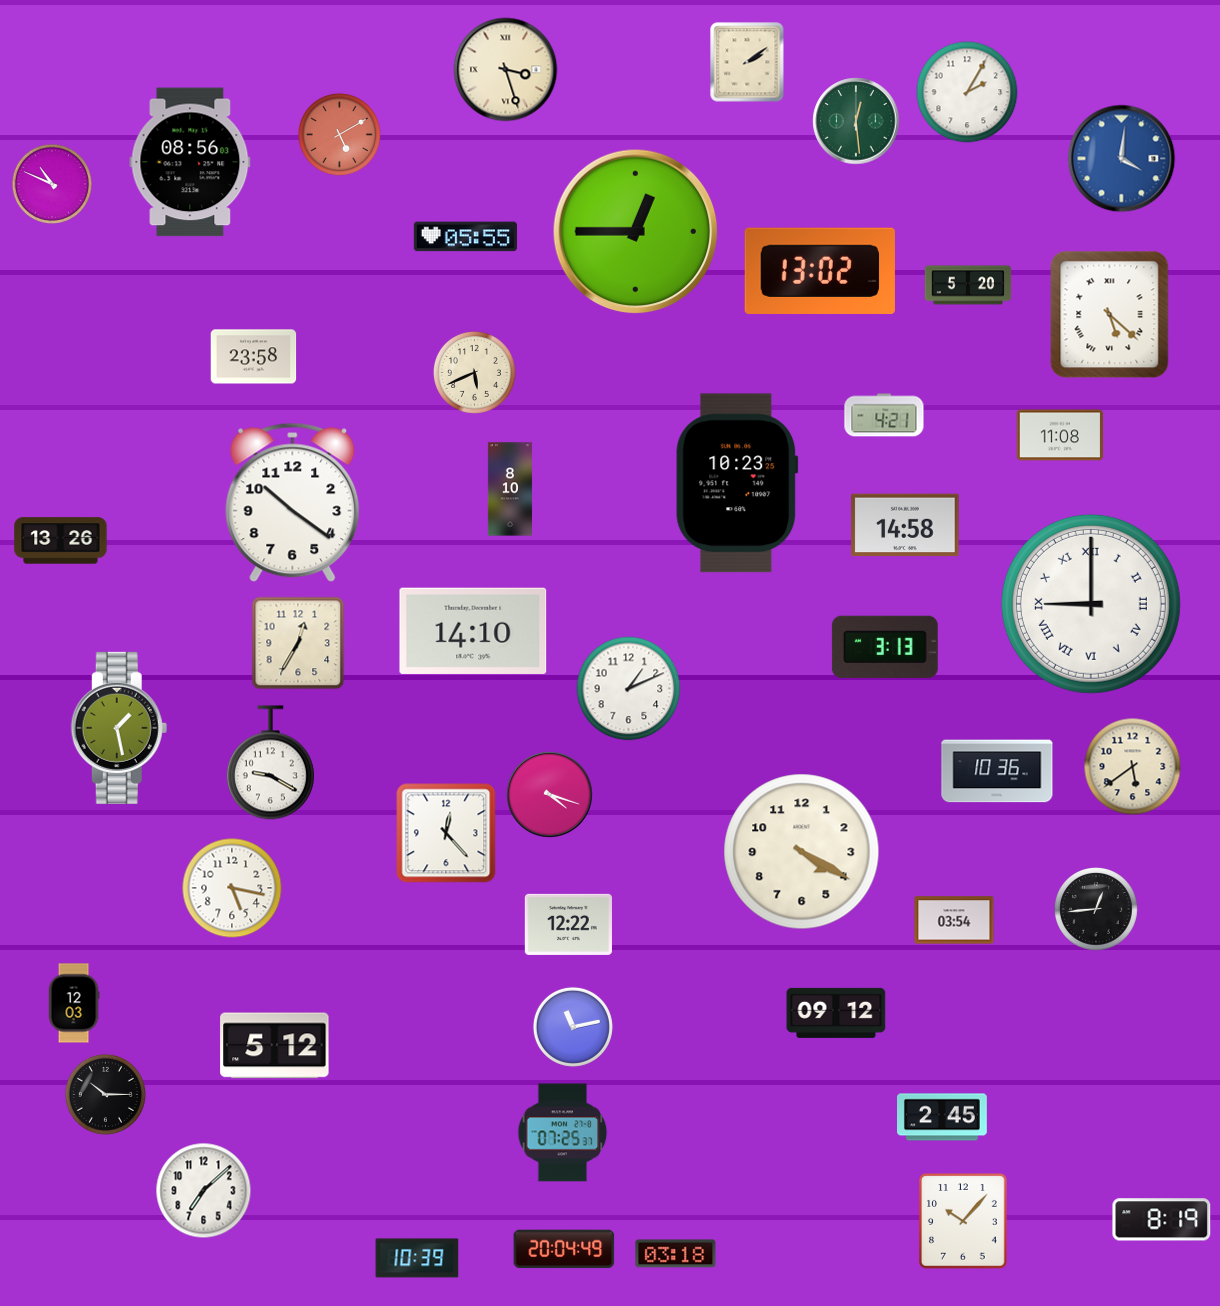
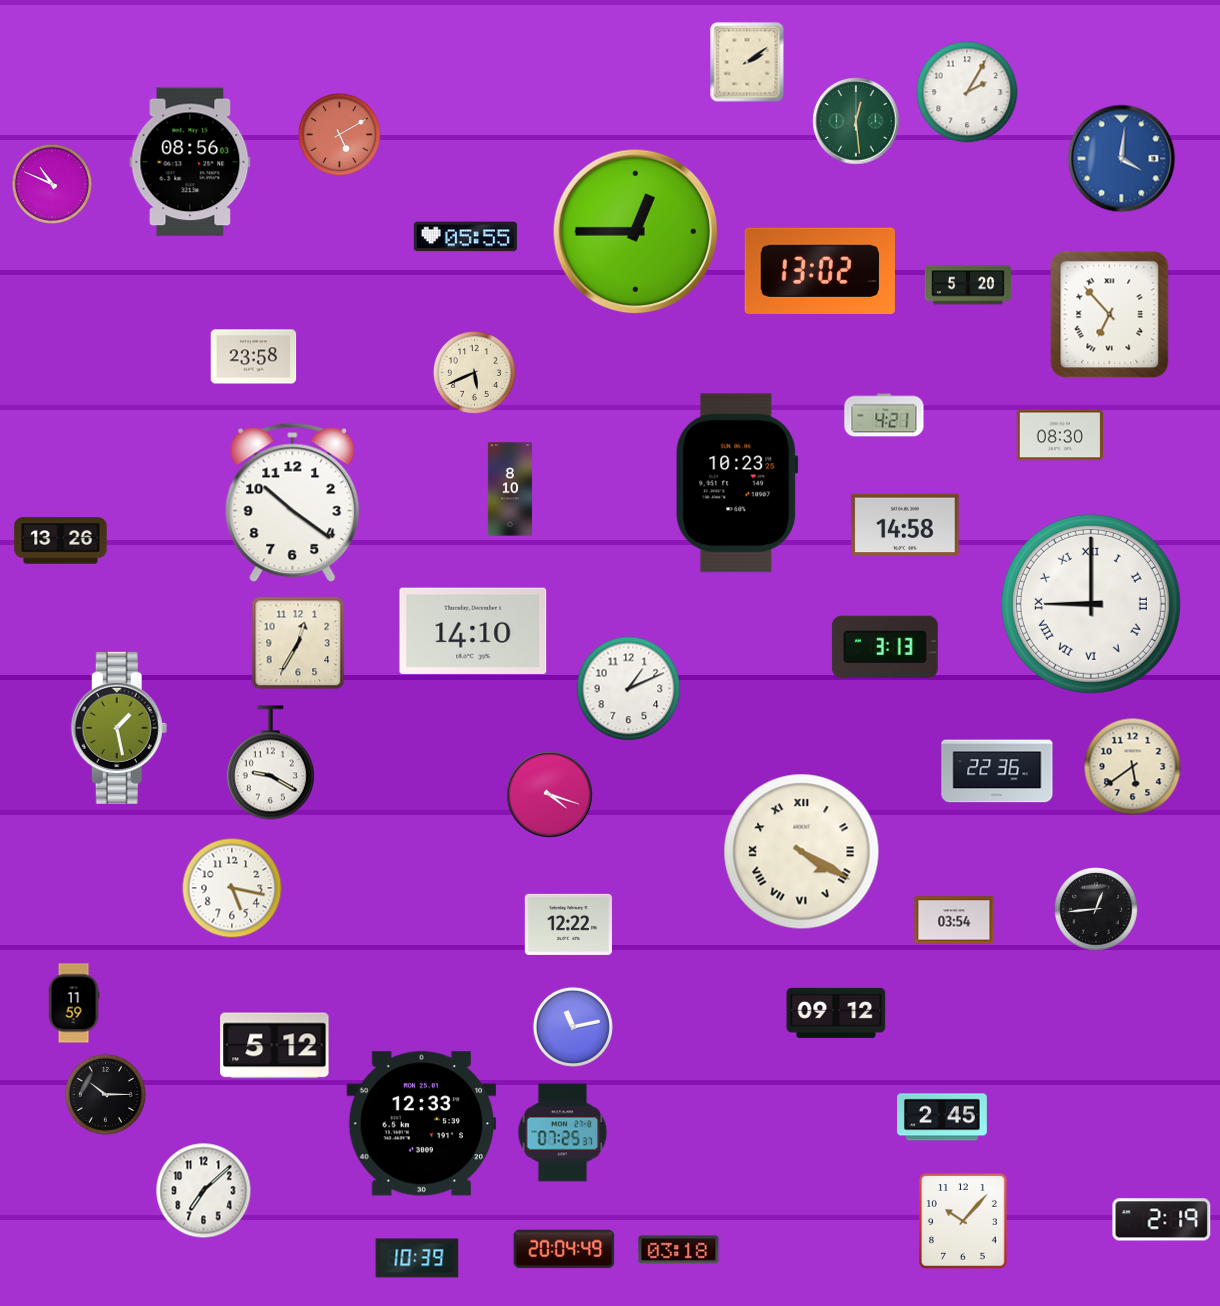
clock at (506, 70): 3:27 -> none
clock at (1110, 315): 5:22 -> 6:53
clock at (1060, 435): 11:08 -> 08:30
clock at (997, 771): 10:36 -> 22:36
clock at (446, 833): 12:23 -> none
clock at (802, 852) numerals: Arabic -> Roman
clock at (74, 1003): 12:03 -> 11:59
clock at (422, 1124): none -> 12:33
clock at (1162, 1220): 8:19 -> 2:19
clock at (676, 1254) position: (676, 1254) -> (679, 1250)
